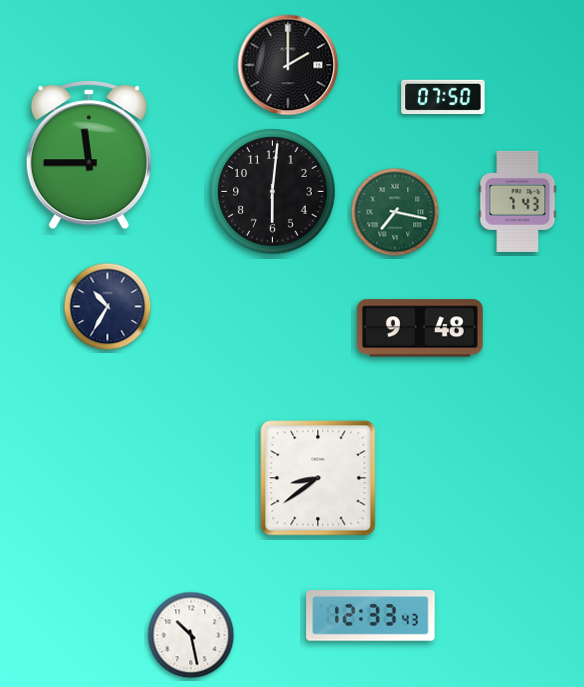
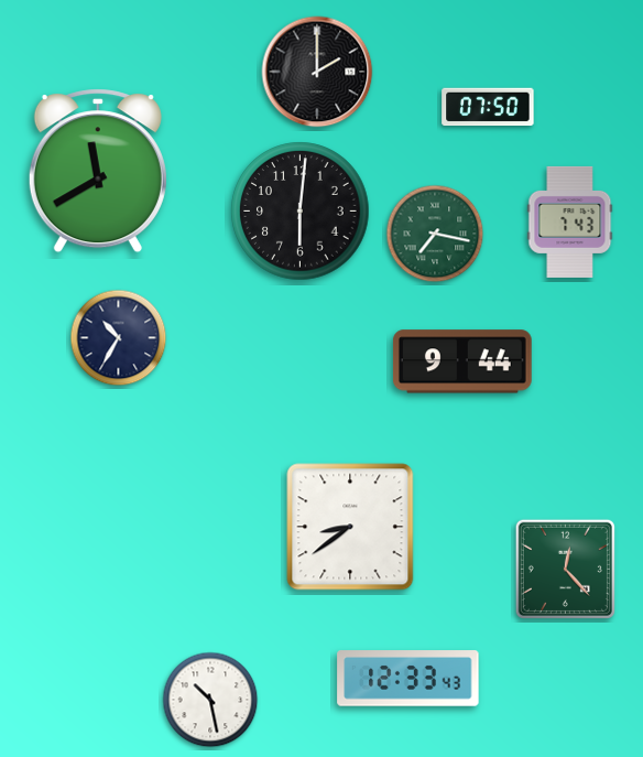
clock at (89, 155): 11:45 -> 11:40
clock at (420, 328): 9:48 -> 9:44
clock at (565, 569): none -> 12:23
